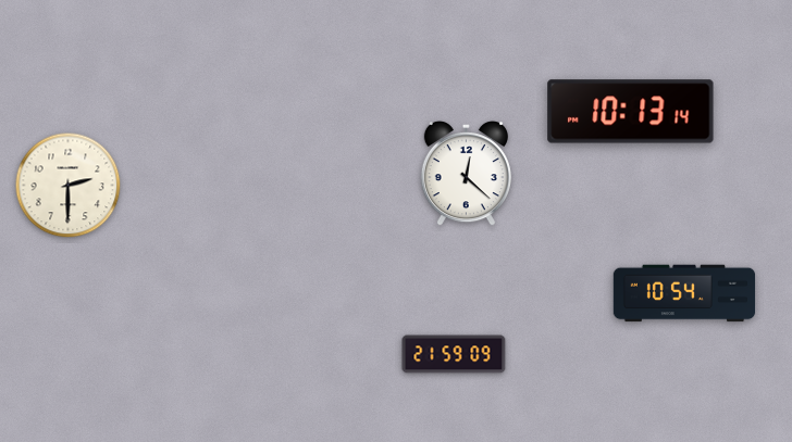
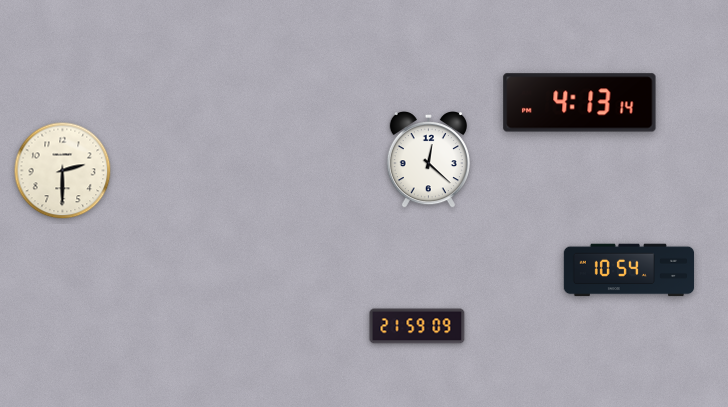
clock at (631, 112): 10:13 -> 4:13
